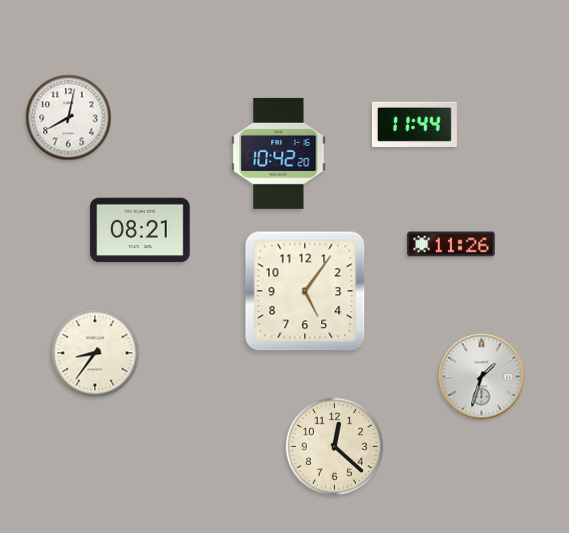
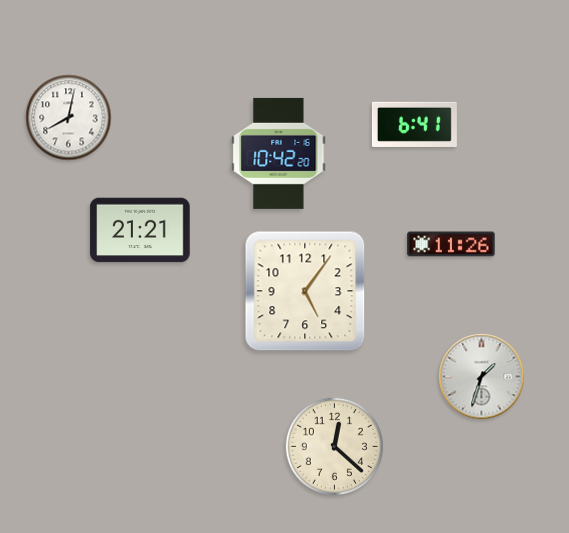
clock at (414, 124): 11:44 -> 6:41
clock at (140, 230): 08:21 -> 21:21
clock at (95, 353): 8:36 -> none
